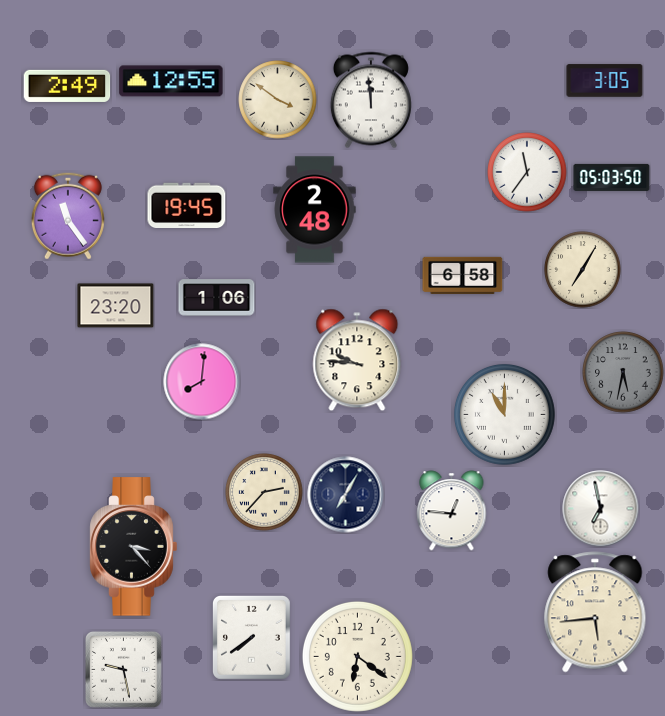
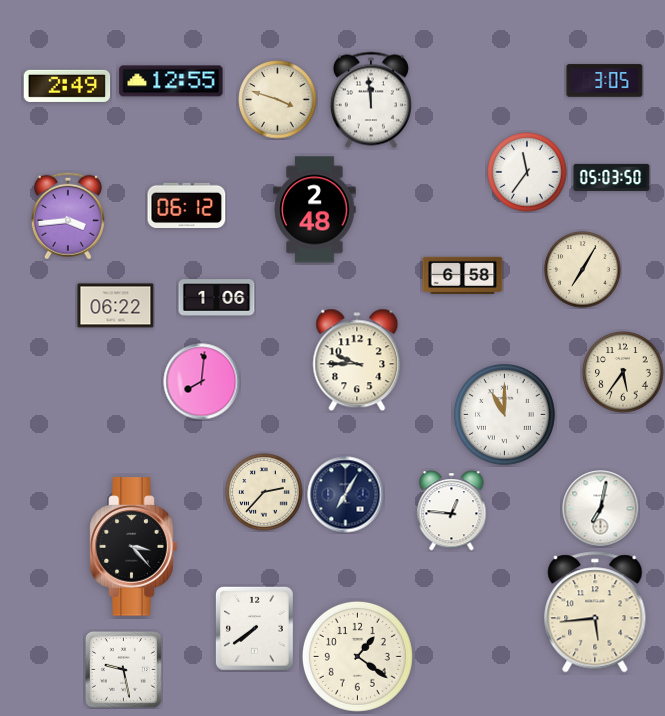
clock at (278, 100): 3:51 -> 3:48
clock at (187, 205): 19:45 -> 06:12
clock at (68, 216): 11:24 -> 3:44
clock at (116, 306): 23:20 -> 06:22
clock at (357, 360): 9:46 -> 9:45
clock at (623, 372): 5:32 -> 5:36
clock at (623, 372) dial: grey -> cream
clock at (601, 509): 6:58 -> 7:02
clock at (251, 638) position: (251, 638) -> (254, 629)
clock at (357, 656): 6:21 -> 1:21
